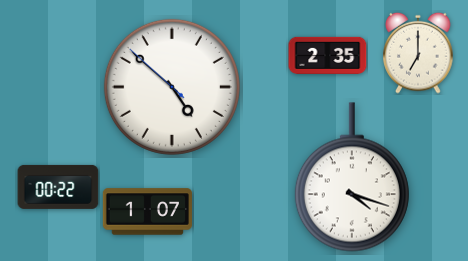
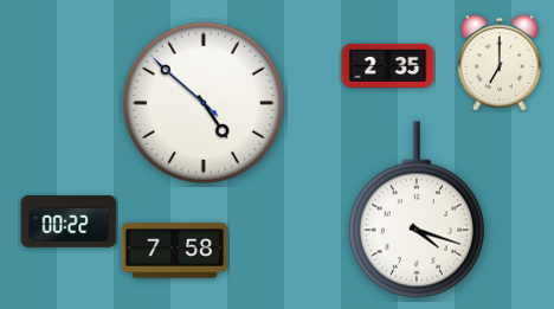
clock at (418, 53) position: (418, 53) -> (500, 63)
clock at (147, 212): 1:07 -> 7:58
